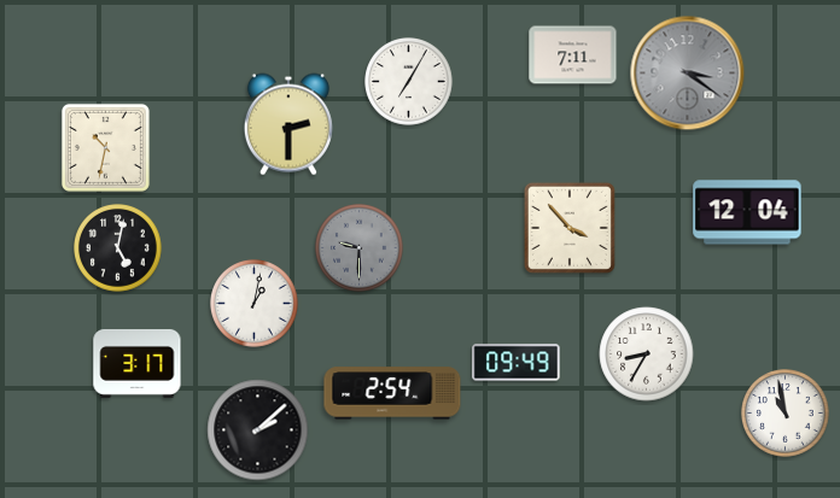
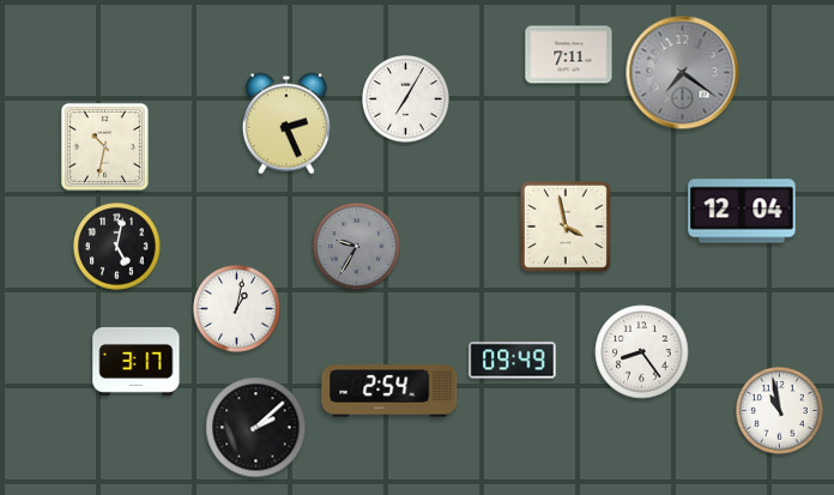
clock at (688, 74): 3:21 -> 7:21
clock at (409, 82) position: (409, 82) -> (406, 99)
clock at (288, 124): 2:30 -> 2:26
clock at (570, 228): 3:53 -> 3:58
clock at (360, 248): 9:30 -> 9:35
clock at (255, 304) position: (255, 304) -> (237, 309)
clock at (647, 355): 8:35 -> 8:24
